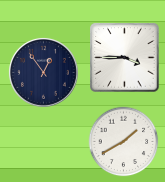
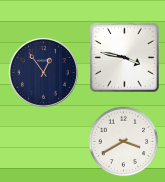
clock at (125, 58): 3:45 -> 3:47
clock at (124, 142): 1:40 -> 3:40
